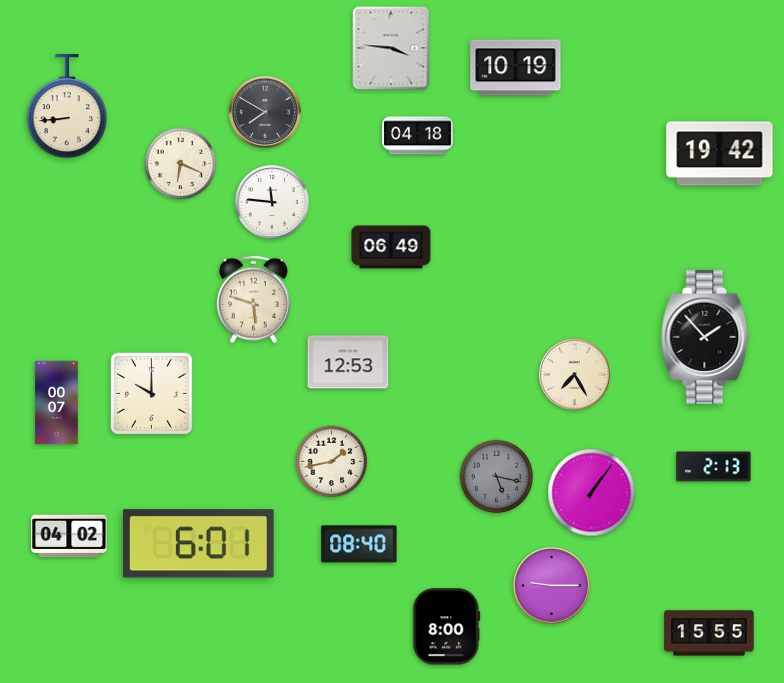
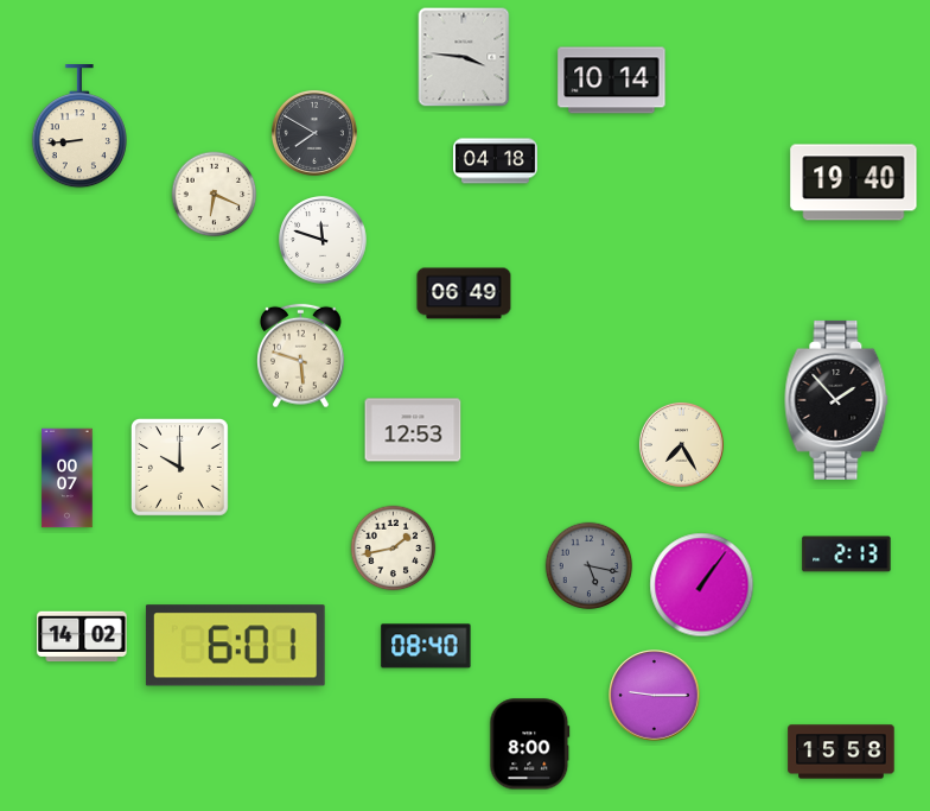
clock at (516, 68): 10:19 -> 10:14
clock at (720, 154): 19:42 -> 19:40
clock at (273, 203): 11:46 -> 11:48
clock at (69, 536): 04:02 -> 14:02
clock at (709, 633): 15:55 -> 15:58
